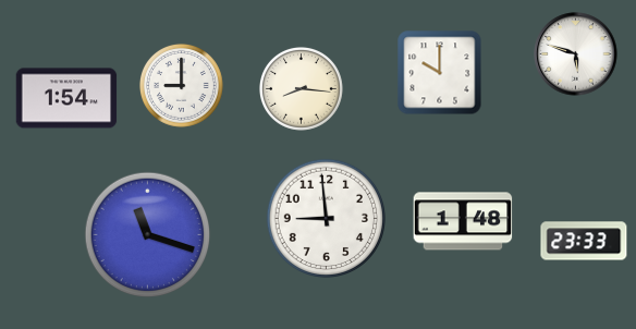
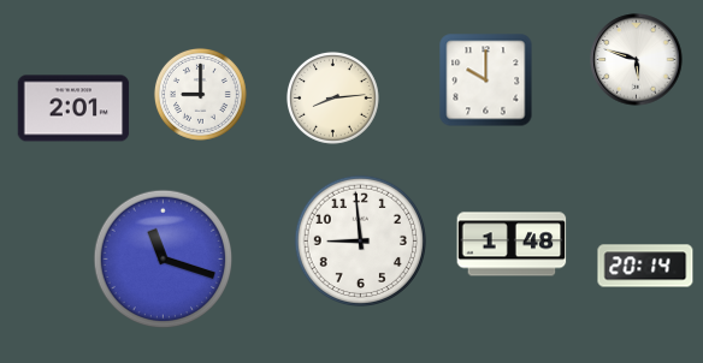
clock at (301, 88): 8:16 -> 8:14
clock at (66, 98): 1:54 -> 2:01
clock at (584, 241): 23:33 -> 20:14
